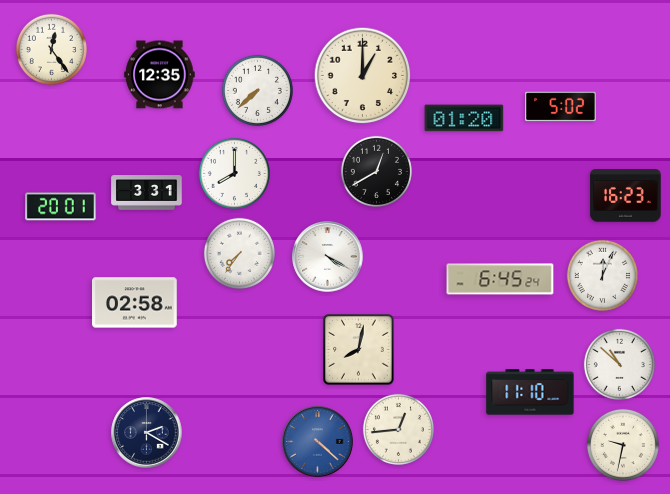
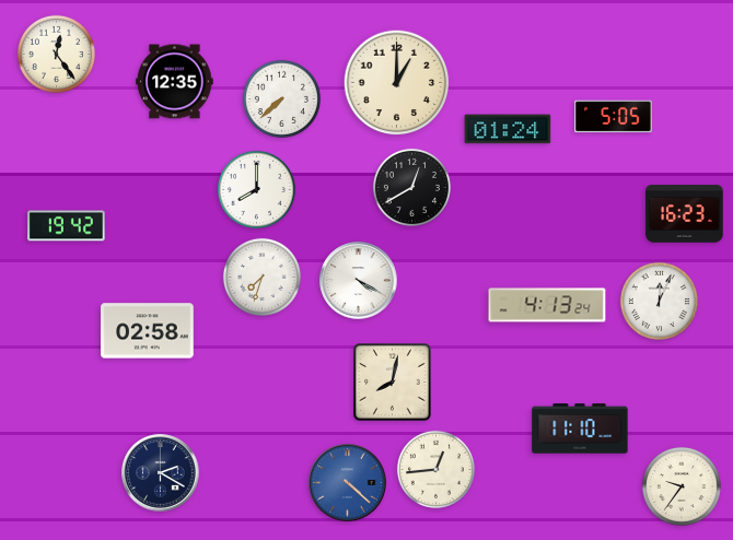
clock at (561, 107): 5:02 -> 5:05
clock at (464, 118): 01:20 -> 01:24
clock at (147, 193): 3:31 -> none
clock at (61, 207): 20:01 -> 19:42
clock at (239, 253): 7:36 -> 7:33
clock at (500, 279): 6:45 -> 4:13
clock at (619, 364): 10:52 -> none
clock at (623, 445): 9:32 -> 9:36
